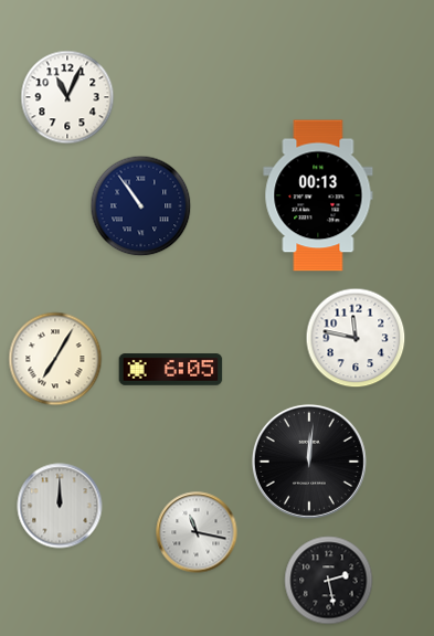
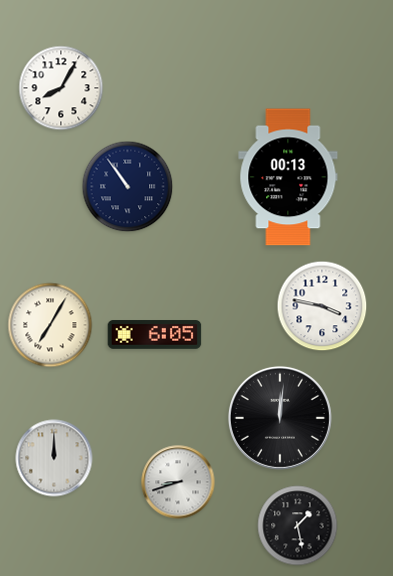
clock at (67, 97): 11:04 -> 8:05
clock at (356, 338): 11:47 -> 3:47
clock at (197, 532): 11:17 -> 8:42
clock at (329, 581): 2:28 -> 1:28
